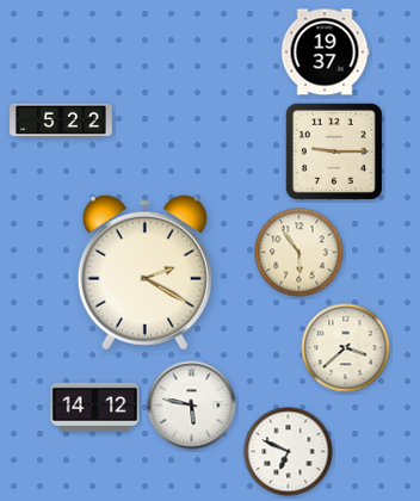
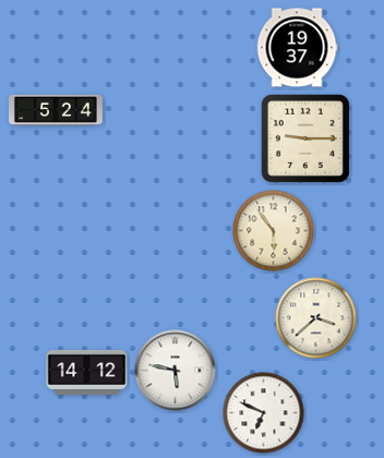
clock at (61, 120): 5:22 -> 5:24
clock at (144, 273): 2:20 -> none
